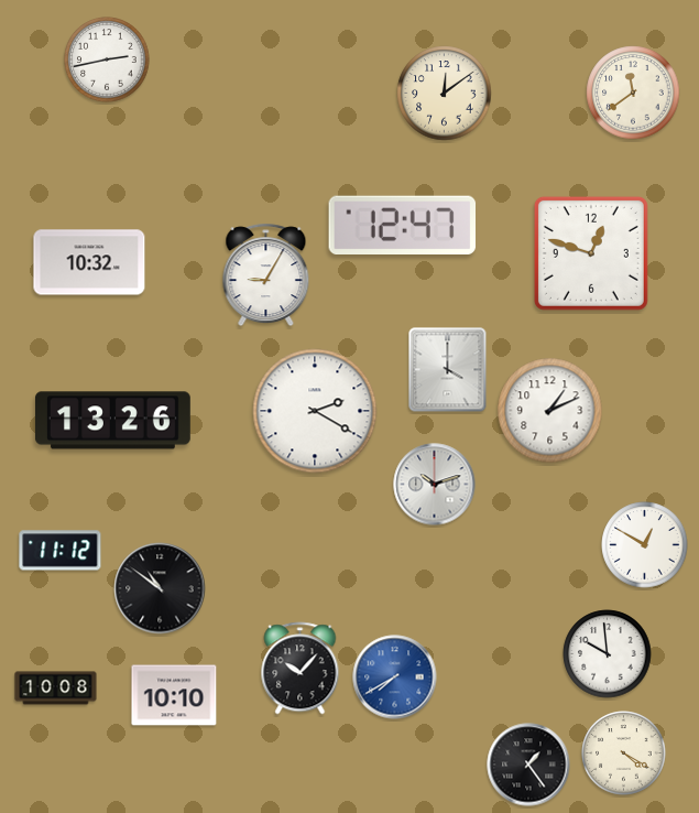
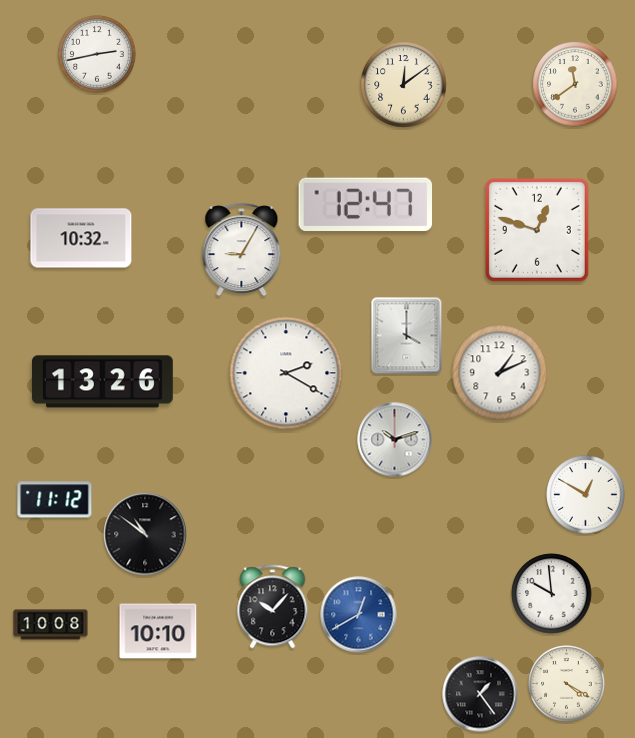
clock at (395, 677): 7:40 -> 12:40
